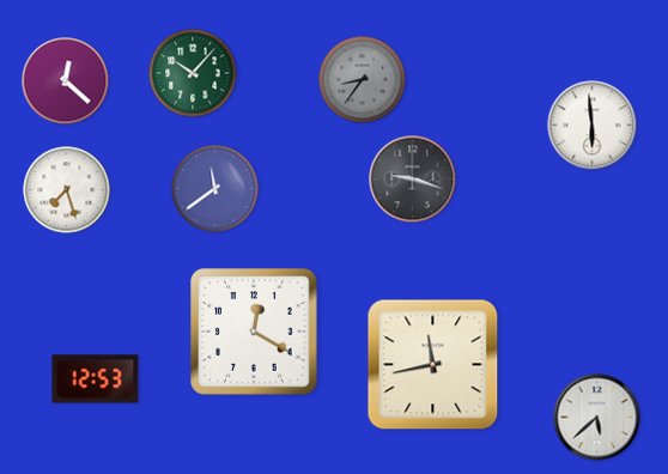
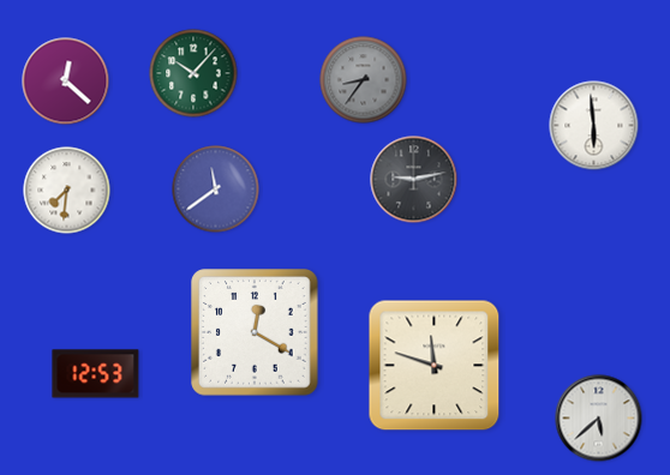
clock at (413, 180): 9:18 -> 9:13
clock at (67, 190): 7:27 -> 7:31
clock at (433, 365): 11:43 -> 11:48
clock at (96, 379) position: (96, 379) -> (96, 374)
